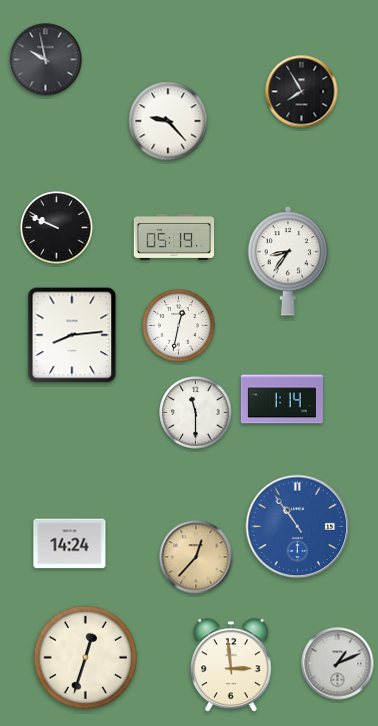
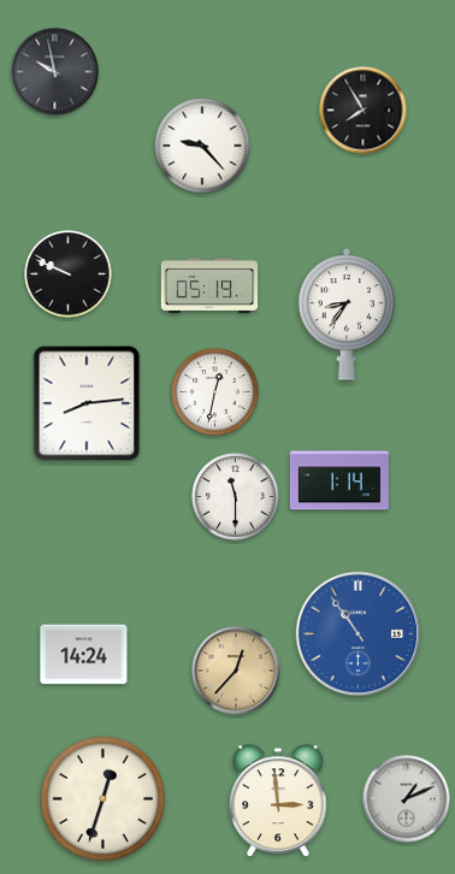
clock at (85, 657) position: (85, 657) -> (102, 798)
